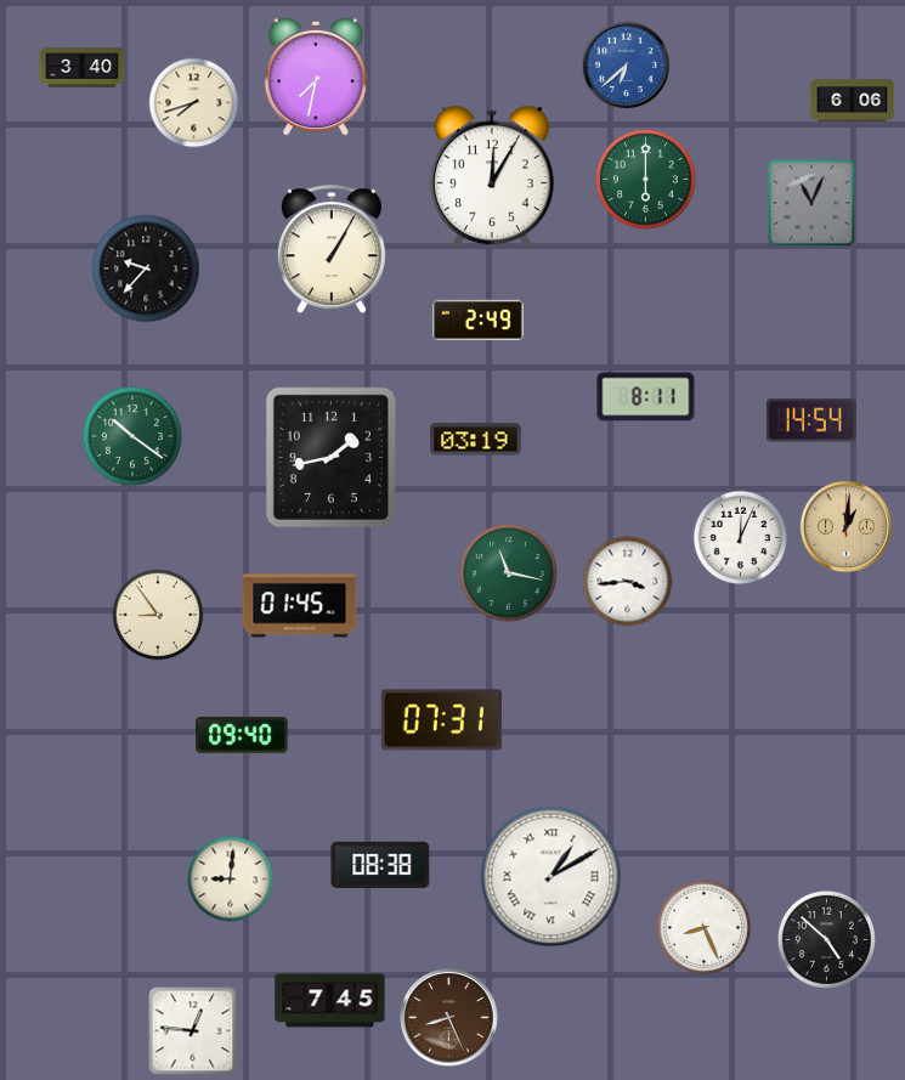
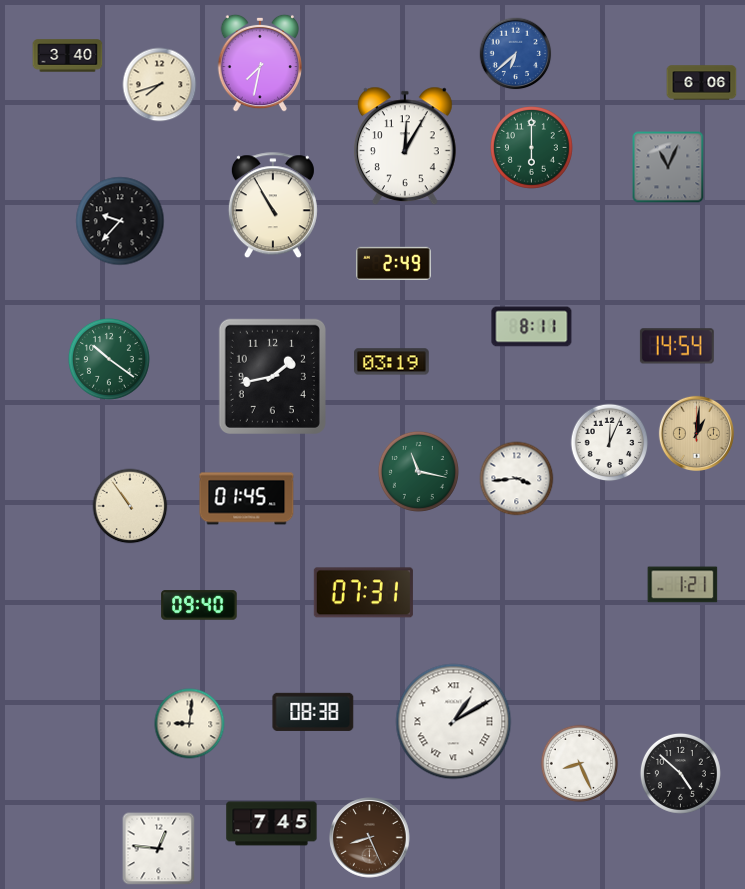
clock at (332, 250): 1:05 -> 10:55
clock at (811, 420) position: (811, 420) -> (677, 346)
clock at (158, 615): 8:54 -> 10:54
clock at (683, 585): none -> 1:21
